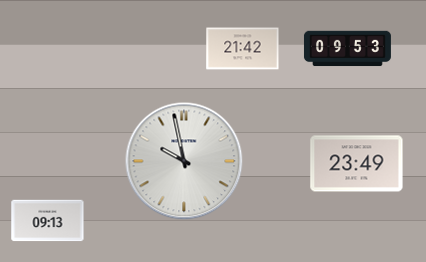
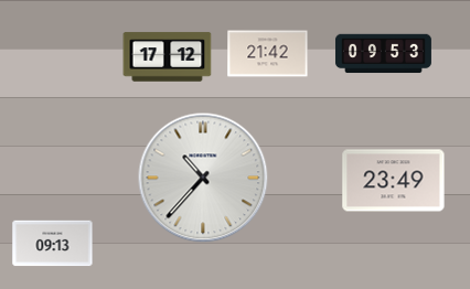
clock at (168, 57): none -> 17:12
clock at (184, 161): 9:58 -> 10:37
